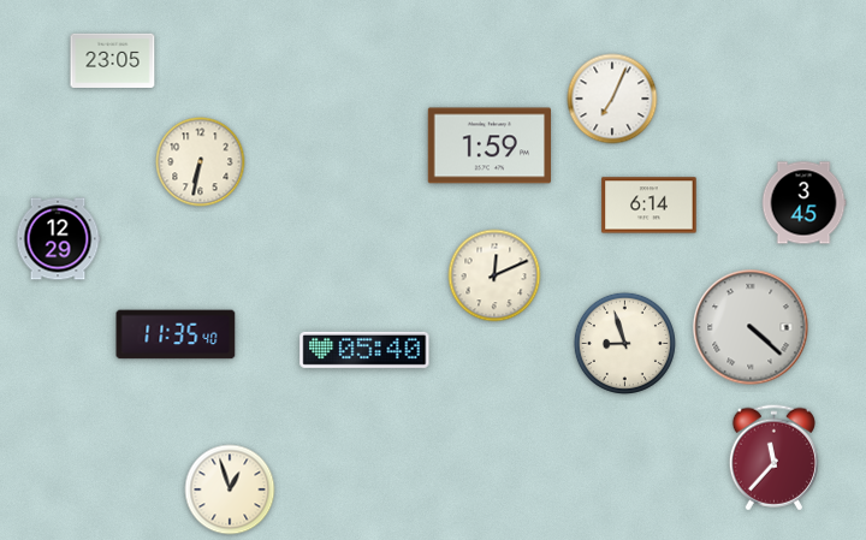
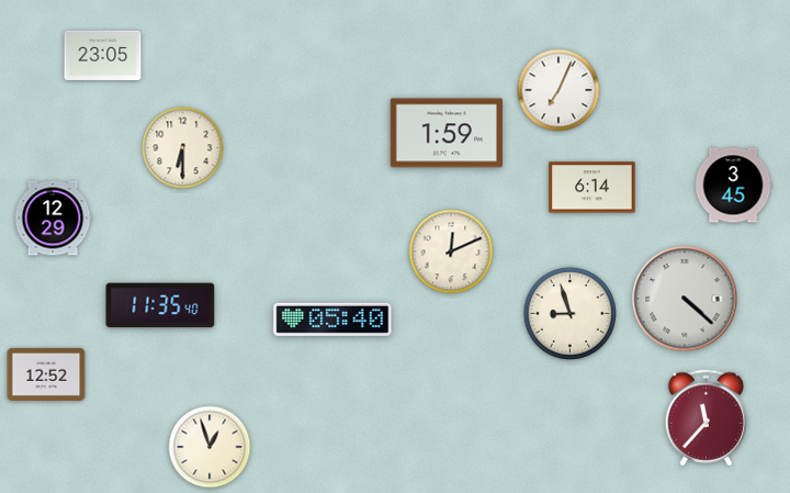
clock at (201, 162): 6:32 -> 6:30
clock at (46, 374): none -> 12:52
